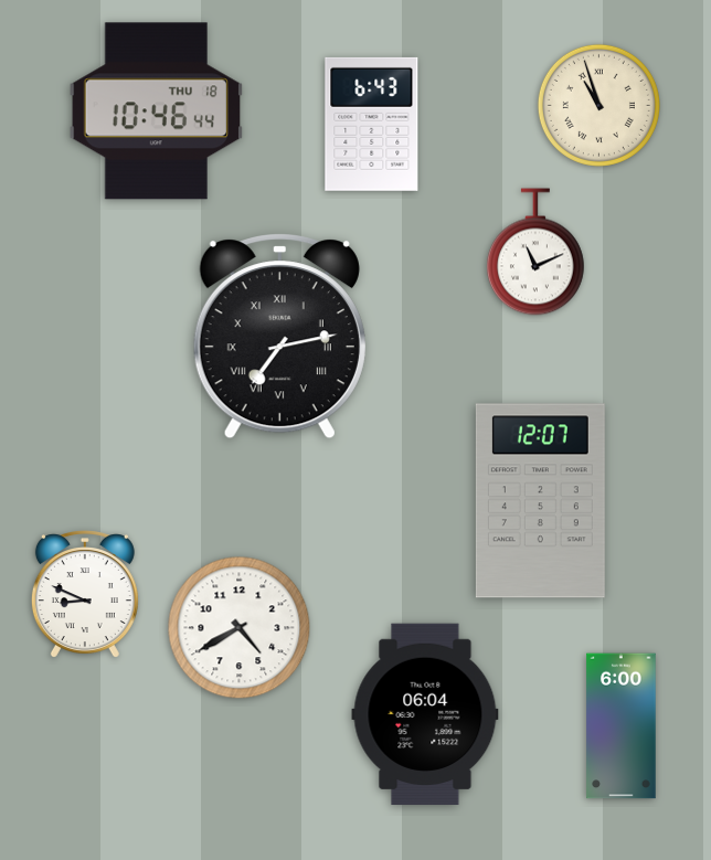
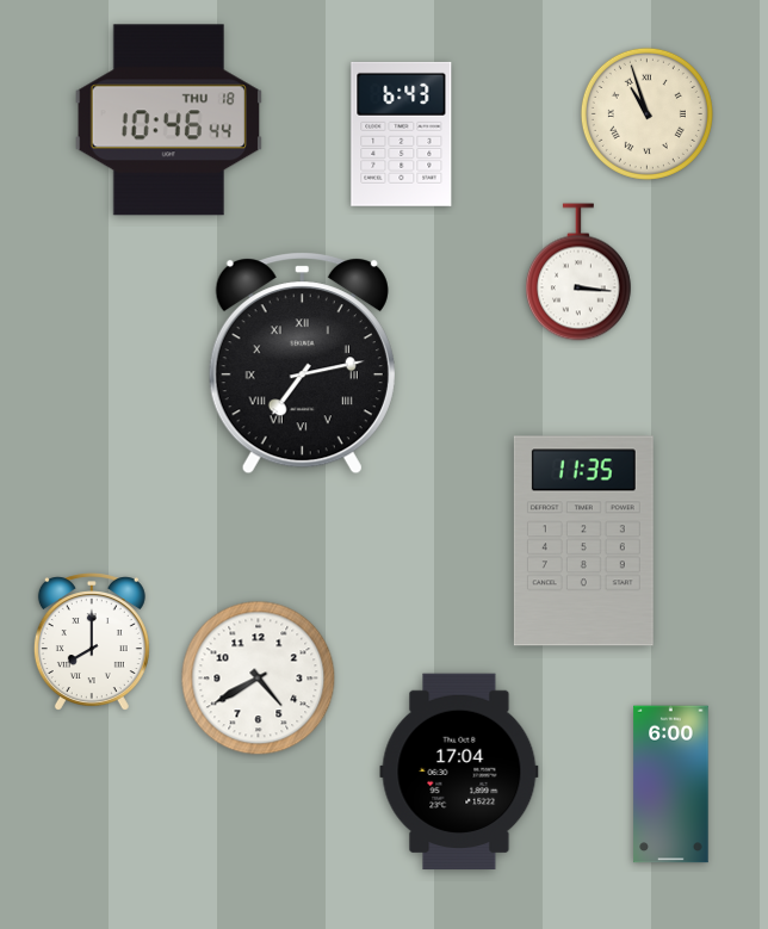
clock at (535, 252): 11:11 -> 3:16
clock at (540, 501): 12:07 -> 11:35
clock at (85, 594): 8:49 -> 8:00
clock at (425, 714): 06:04 -> 17:04
